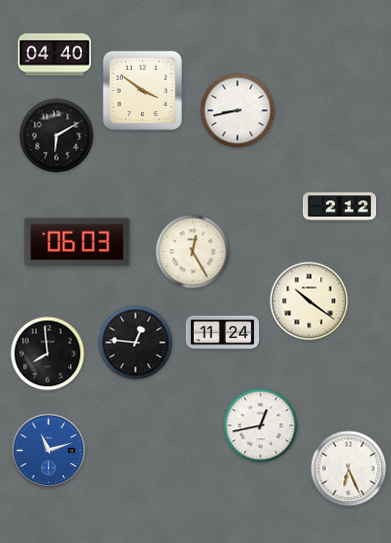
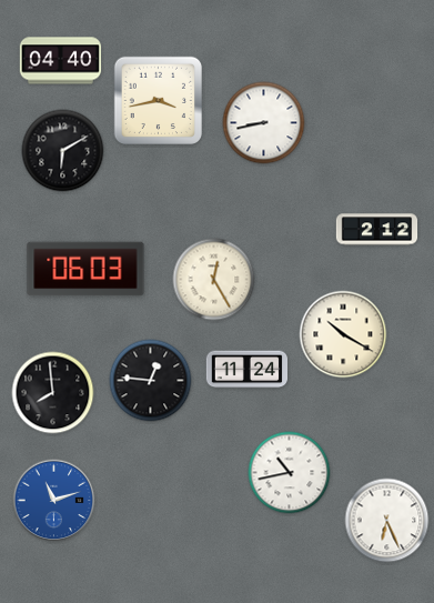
clock at (143, 91): 3:51 -> 3:43
clock at (309, 301): 10:21 -> 10:20
clock at (261, 426): 12:43 -> 10:43
